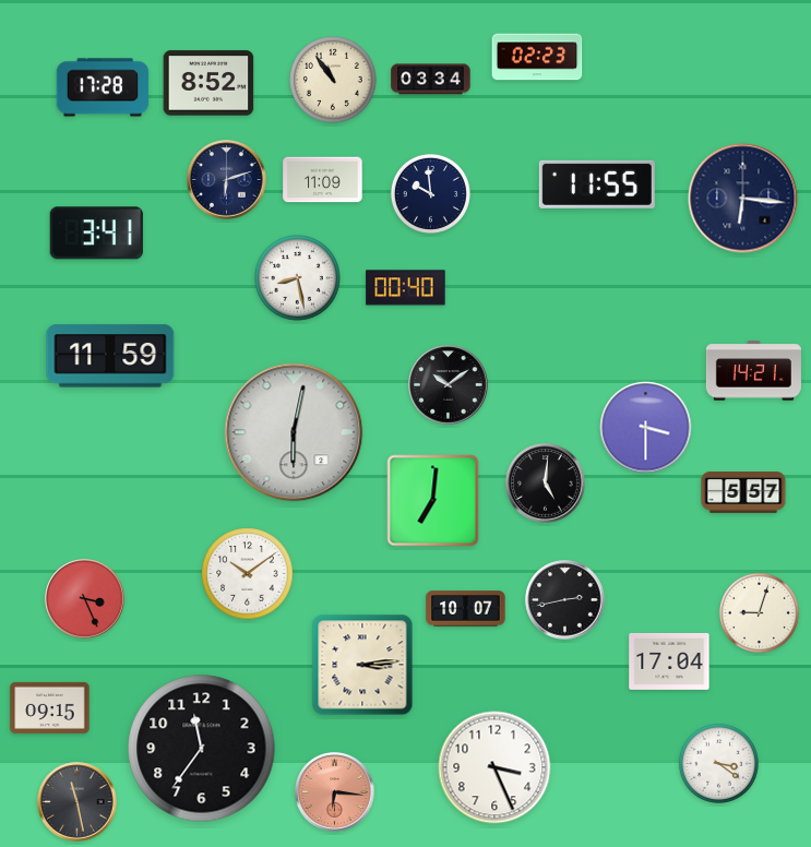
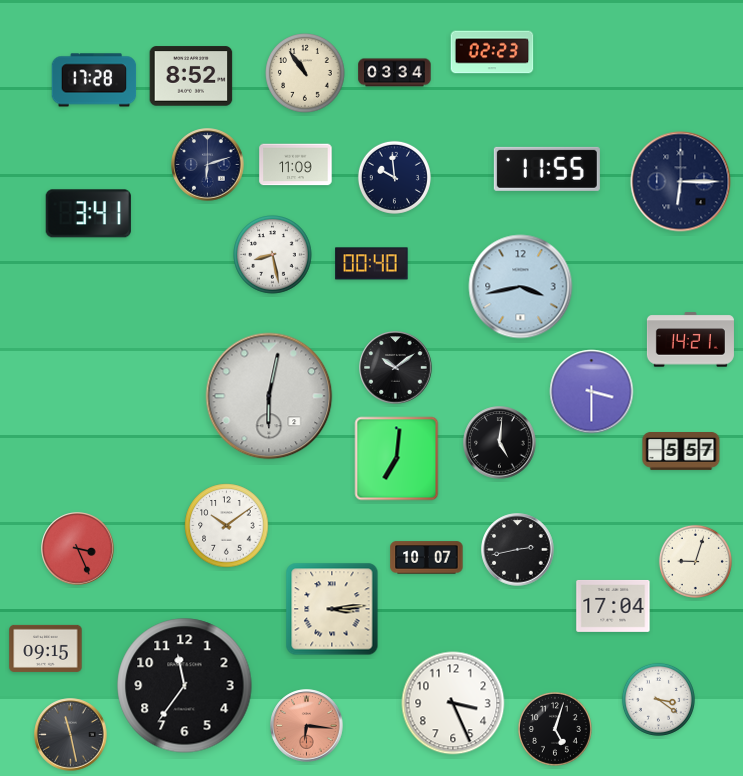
clock at (743, 199): 6:16 -> 6:15
clock at (521, 287): none -> 3:43
clock at (110, 356): 11:59 -> none
clock at (449, 385) position: (449, 385) -> (396, 368)
clock at (555, 729): none -> 5:03
